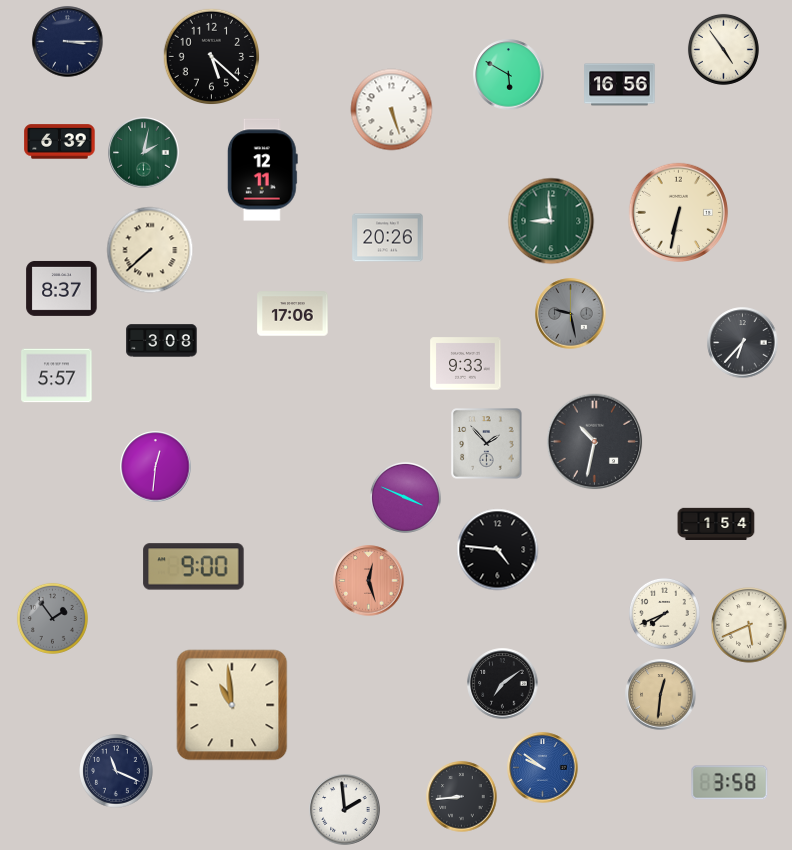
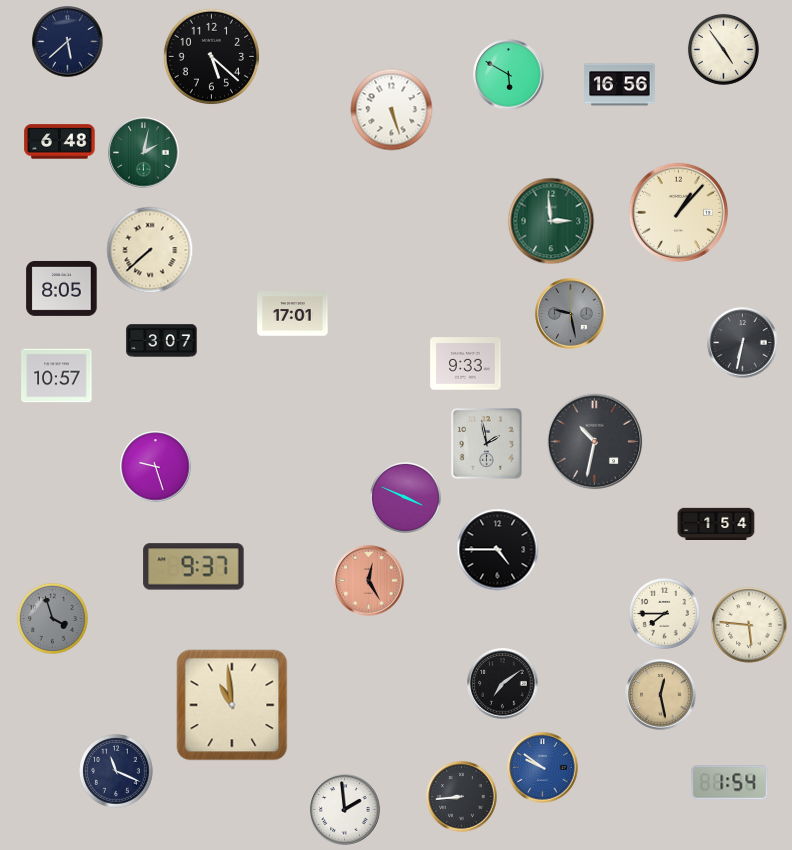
clock at (68, 42): 3:15 -> 5:38
clock at (60, 142): 6:39 -> 6:48
clock at (262, 170): 12:11 -> none
clock at (678, 212): 6:32 -> 1:07
clock at (551, 221): 8:59 -> 2:59
clock at (388, 238): 20:26 -> none
clock at (62, 288): 8:37 -> 8:05
clock at (293, 314): 17:06 -> 17:01
clock at (162, 341): 3:08 -> 3:07
clock at (743, 343): 6:37 -> 6:32
clock at (57, 376): 5:57 -> 10:57
clock at (487, 444): 1:53 -> 1:58
clock at (156, 467): 12:31 -> 9:27
clock at (498, 550): 4:46 -> 4:45
clock at (194, 567): 9:00 -> 9:37
clock at (369, 581): 12:27 -> 12:25
clock at (664, 613): 7:41 -> 7:45
clock at (52, 618): 1:54 -> 3:57
clock at (749, 625): 5:41 -> 5:46
clock at (661, 695): 12:31 -> 12:28
clock at (730, 783): 3:58 -> 1:54
